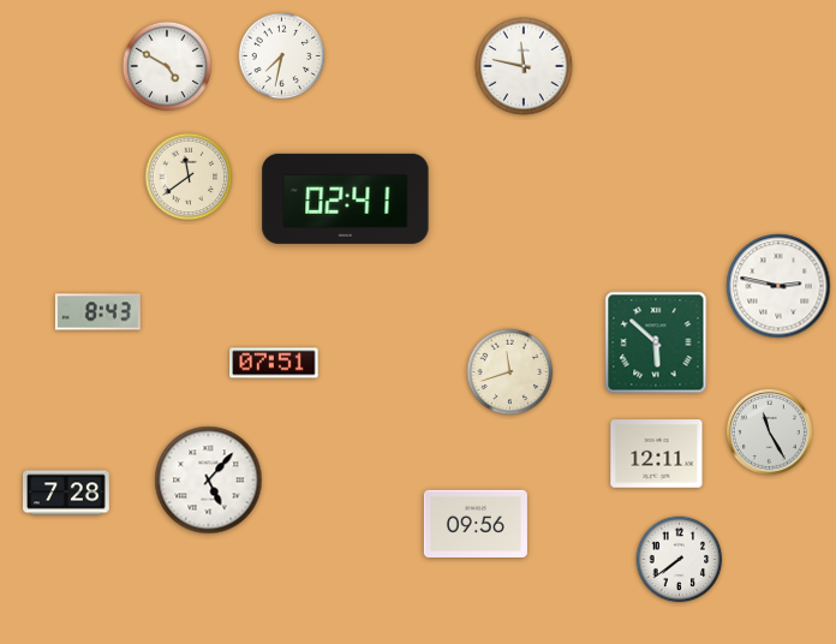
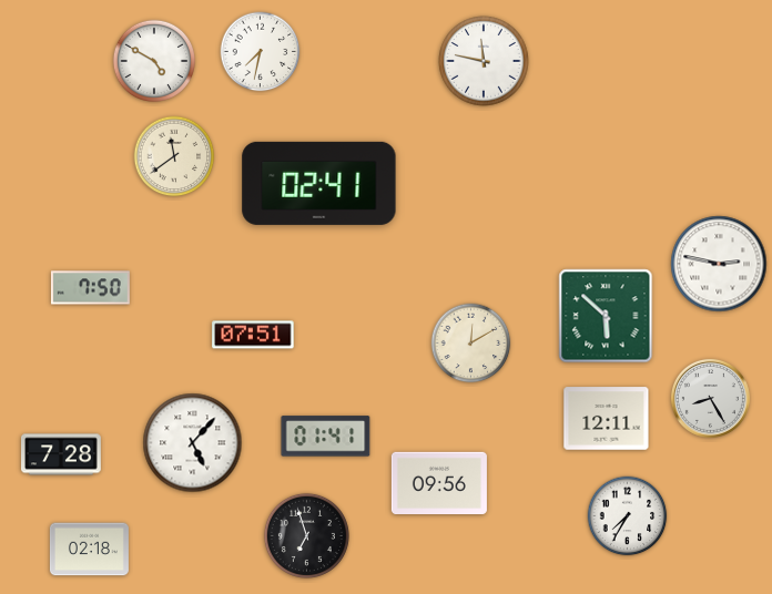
clock at (189, 177) position: (189, 177) -> (174, 156)
clock at (97, 312): 8:43 -> 7:50
clock at (510, 372): 11:42 -> 12:10
clock at (769, 431): 11:25 -> 8:25
clock at (326, 437): none -> 01:41
clock at (680, 560): 7:39 -> 7:35
clock at (306, 535): none -> 6:57
clock at (89, 550): none -> 02:18
